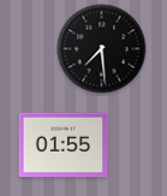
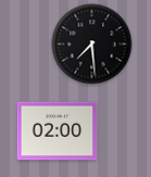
clock at (64, 145): 01:55 -> 02:00
